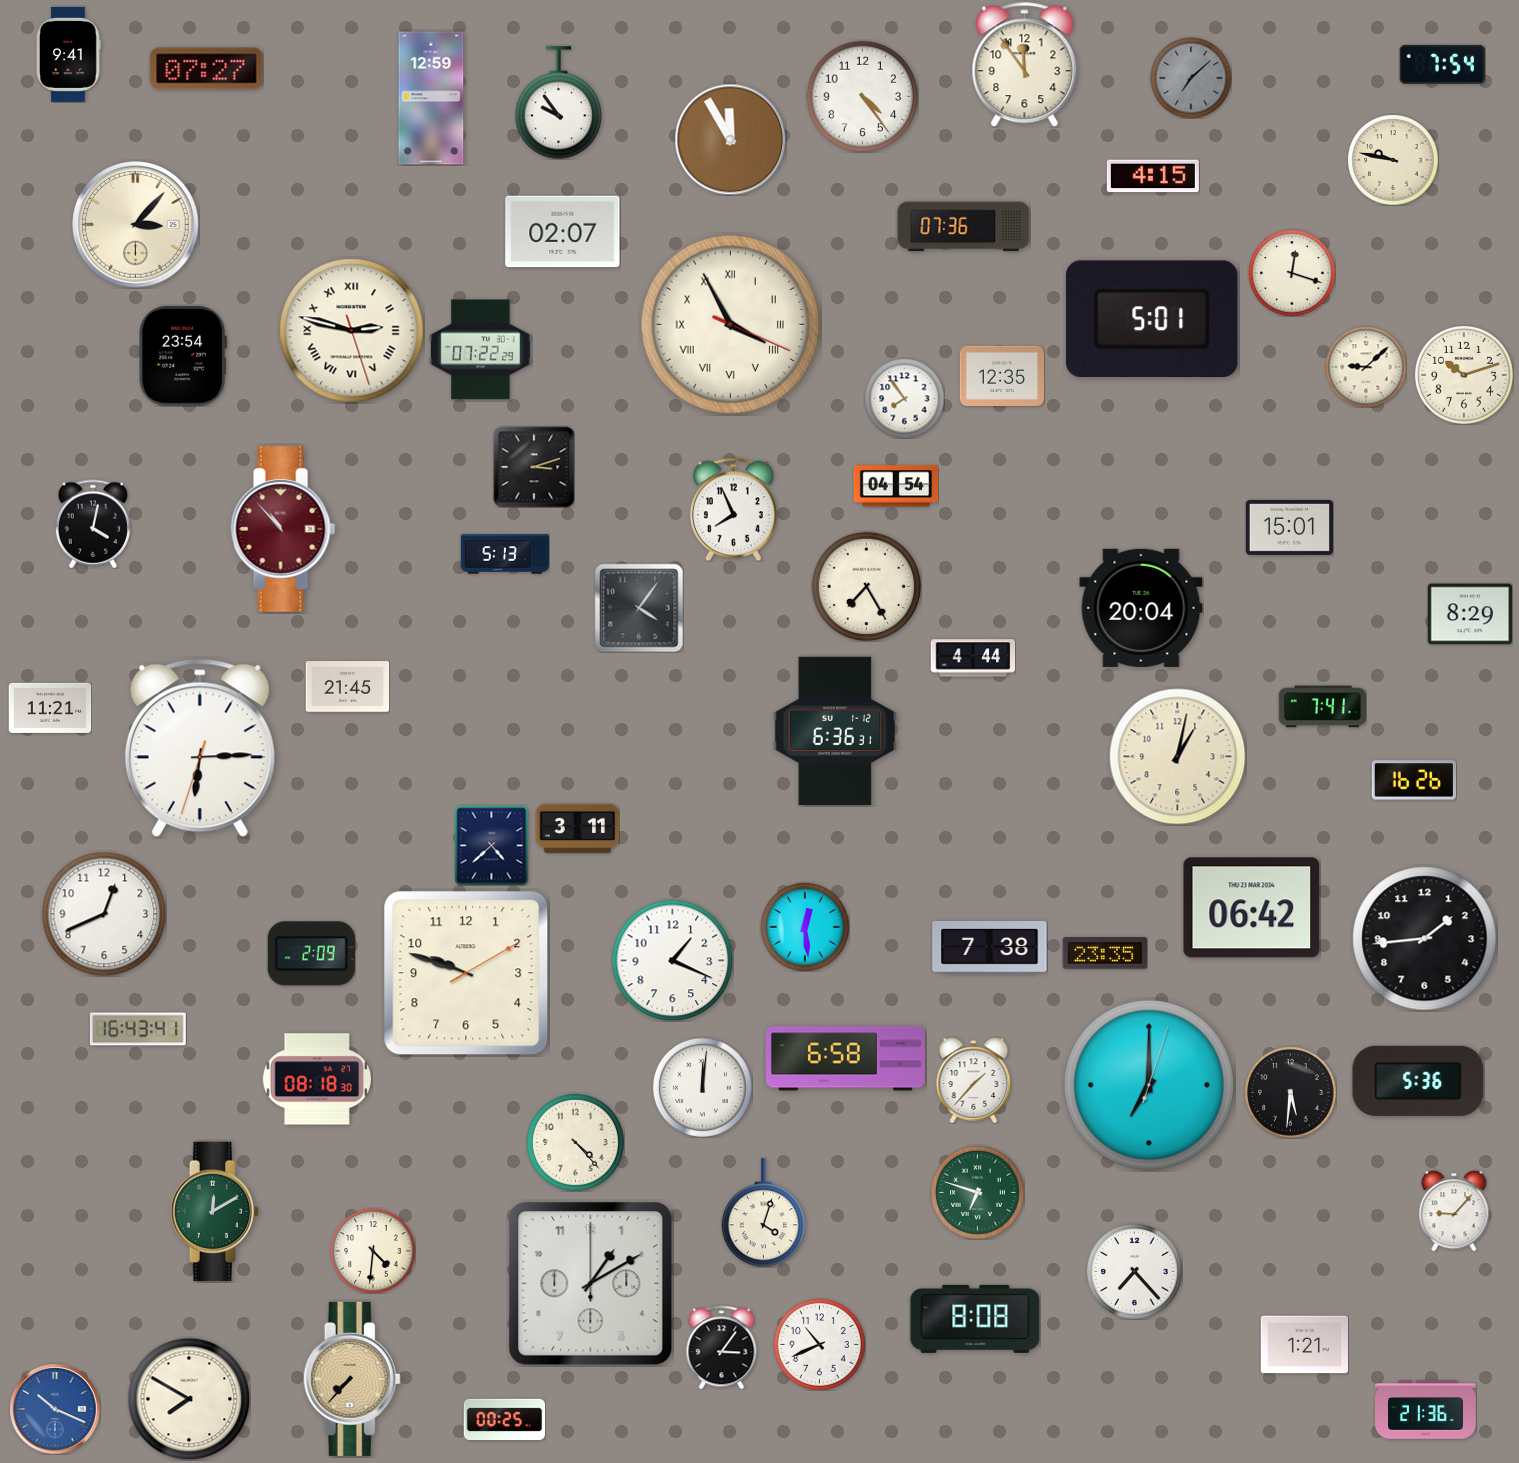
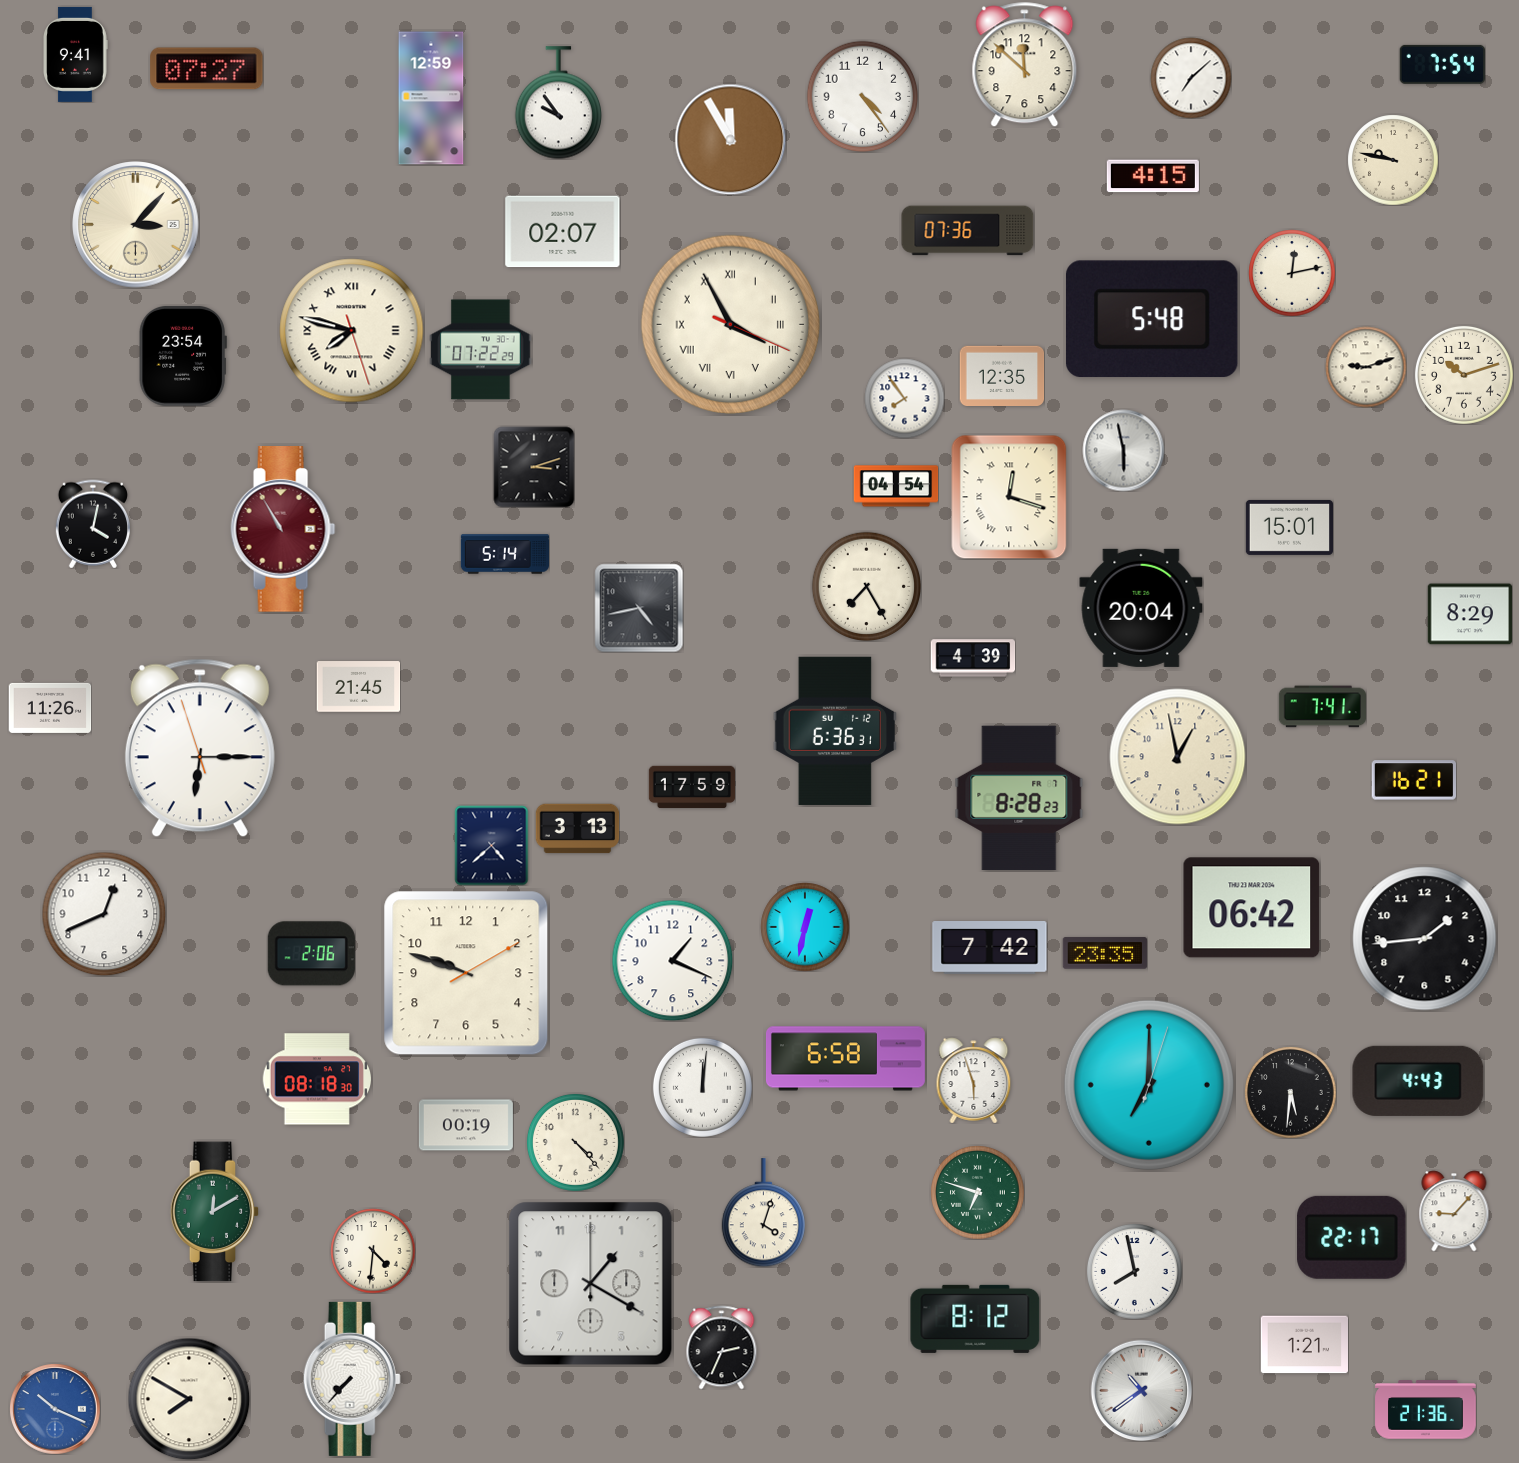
clock at (68, 54) position: (68, 54) -> (75, 54)
clock at (1025, 65): 11:54 -> 11:52
clock at (1191, 78) dial: grey -> white
clock at (964, 227) position: (964, 227) -> (968, 231)
clock at (1292, 273): 12:18 -> 12:13
clock at (1152, 319): 5:01 -> 5:48
clock at (352, 331): 2:47 -> 7:47
clock at (1366, 367): 9:08 -> 9:12
clock at (1123, 450): none -> 5:58
clock at (1009, 497): none -> 12:18
clock at (733, 509): 7:56 -> none
clock at (283, 530): 10:53 -> 10:55
clock at (504, 554): 5:13 -> 5:14
clock at (639, 608): 4:06 -> 4:43
clock at (973, 658): 4:44 -> 4:39
clock at (347, 687) position: (347, 687) -> (358, 687)
clock at (50, 708): 11:21 -> 11:26
clock at (200, 748): 6:14:33 -> 6:14:57
clock at (1178, 757): 1:02 -> 12:58
clock at (1414, 780): 16:26 -> 16:21
clock at (692, 787): none -> 17:59
clock at (1019, 798): none -> 8:28
clock at (577, 829): 3:11 -> 3:13
clock at (805, 927): 12:29 -> 12:32
clock at (990, 948): 7:38 -> 7:42
clock at (311, 954): 2:09 -> 2:06
clock at (138, 1029): 16:43 -> none
clock at (974, 1080): 1:37 -> 5:57
clock at (1418, 1081): 5:36 -> 4:43
clock at (466, 1125): none -> 00:19
clock at (1352, 1237): none -> 22:17
clock at (1134, 1271): 7:23 -> 7:58
clock at (591, 1284): 1:10 -> 1:20
clock at (975, 1319): 8:08 -> 8:12
clock at (819, 1344): 10:41 -> none
clock at (722, 1347): 3:06 -> 2:34
clock at (352, 1379) dial: champagne -> white
clock at (1141, 1390): none -> 10:39
clock at (504, 1419): 00:25 -> none
